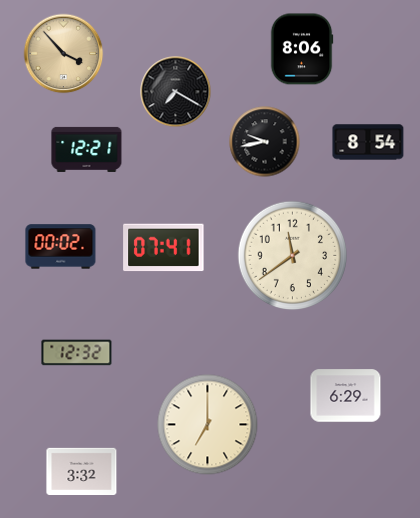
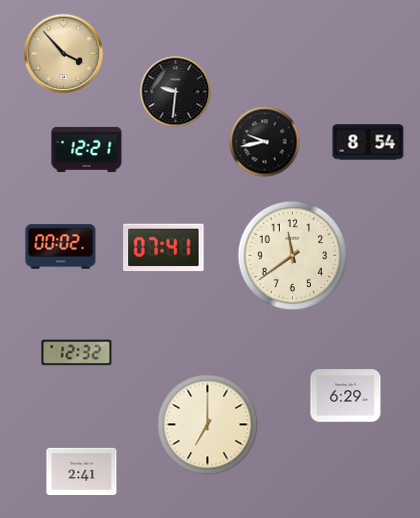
clock at (302, 49): 8:06 -> none
clock at (176, 92): 7:20 -> 9:31
clock at (82, 471): 3:32 -> 2:41
